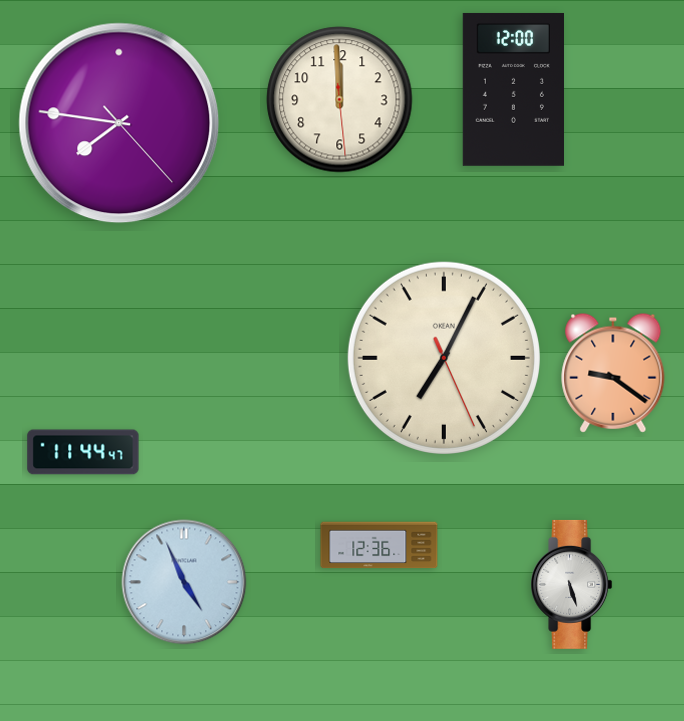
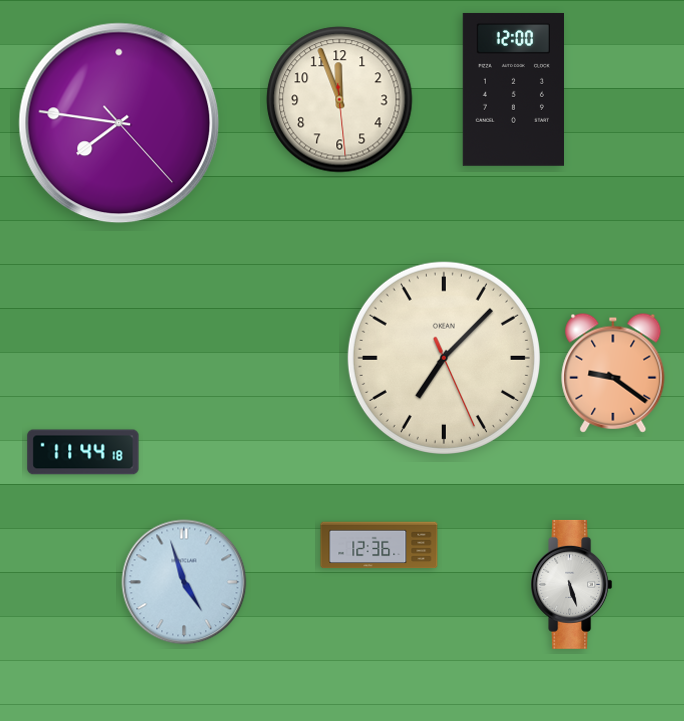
clock at (340, 100): 11:59 -> 11:56
clock at (444, 358): 7:04 -> 7:07
clock at (83, 452): 11:44:47 -> 11:44:18
clock at (184, 582): 4:56 -> 4:57
